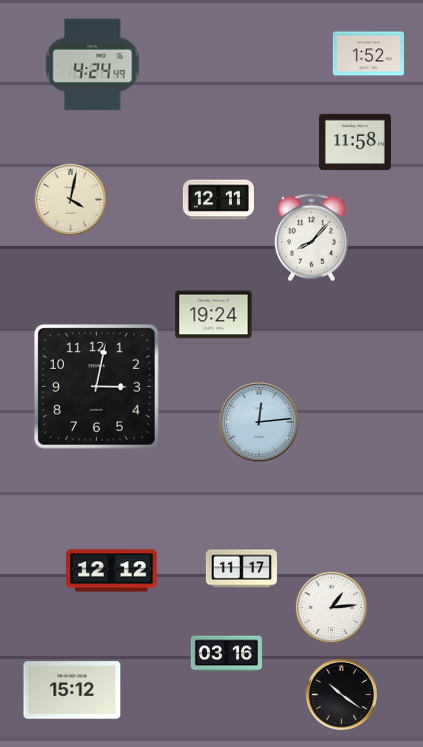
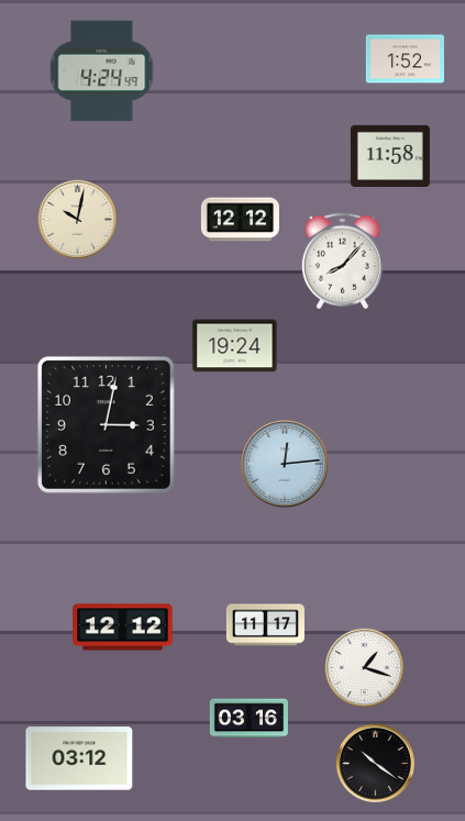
clock at (70, 199): 4:02 -> 10:02
clock at (218, 200): 12:11 -> 12:12
clock at (331, 607): 1:14 -> 1:18
clock at (72, 690): 15:12 -> 03:12
